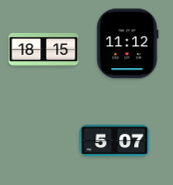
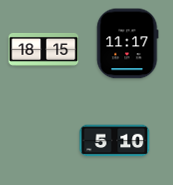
clock at (128, 44): 11:12 -> 11:17
clock at (115, 141): 5:07 -> 5:10
